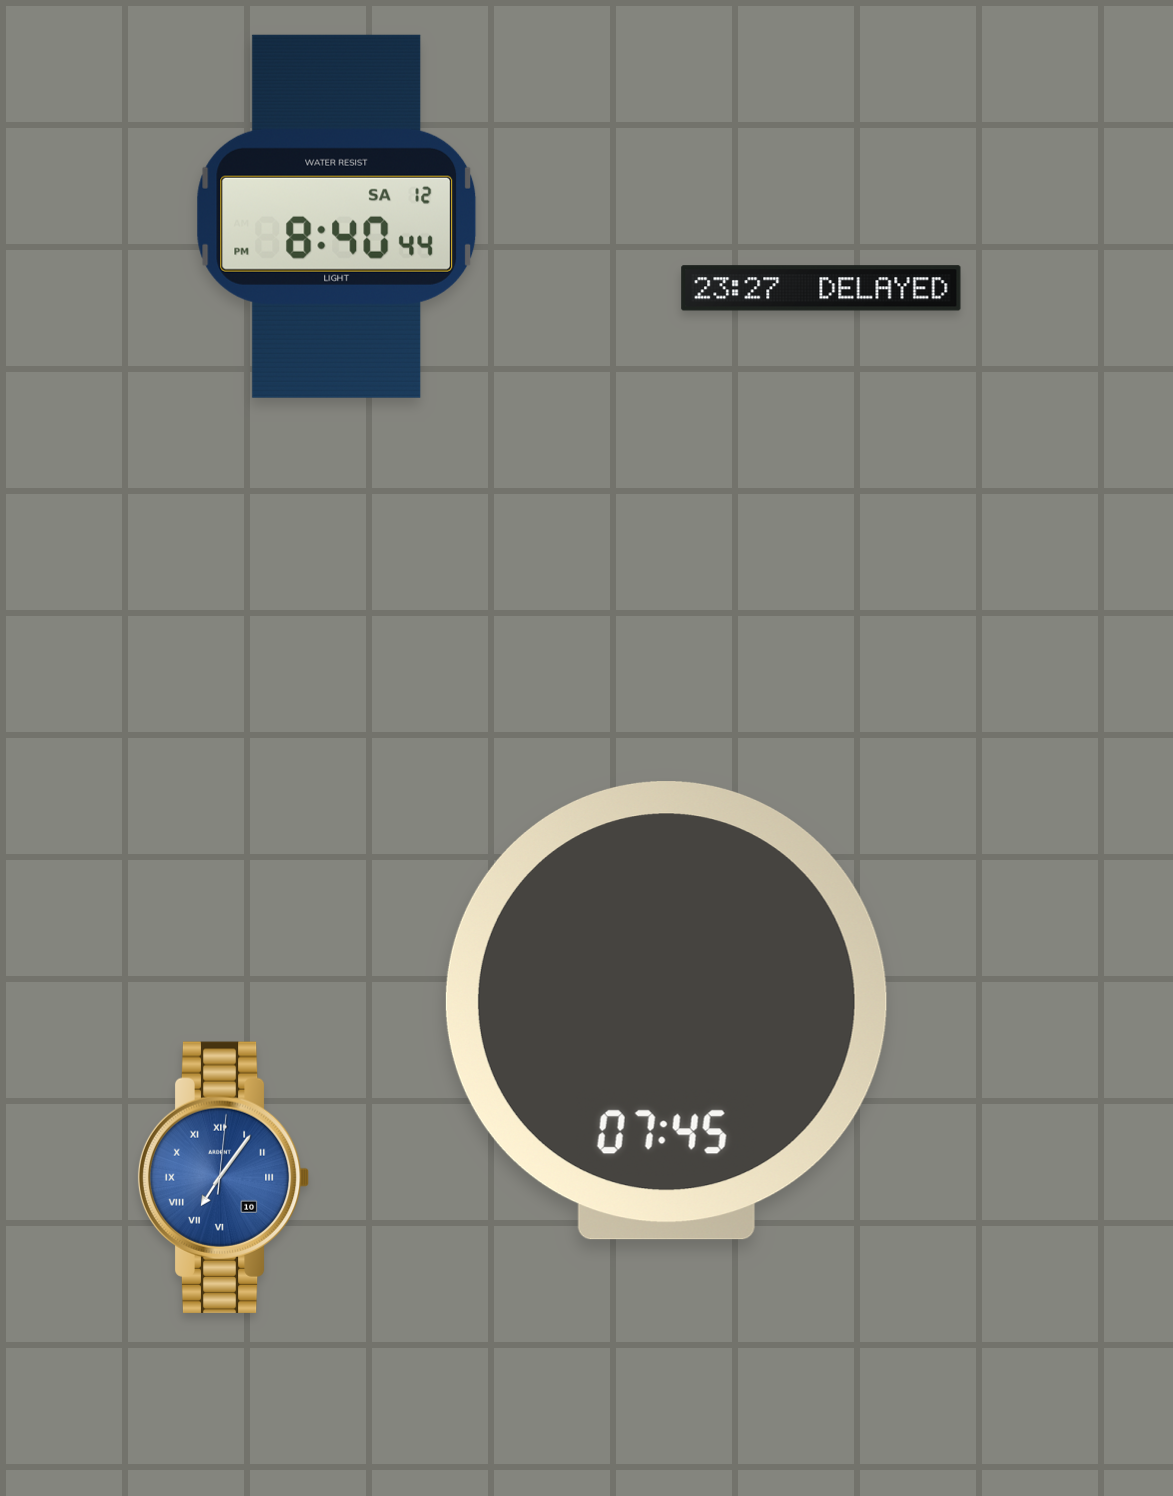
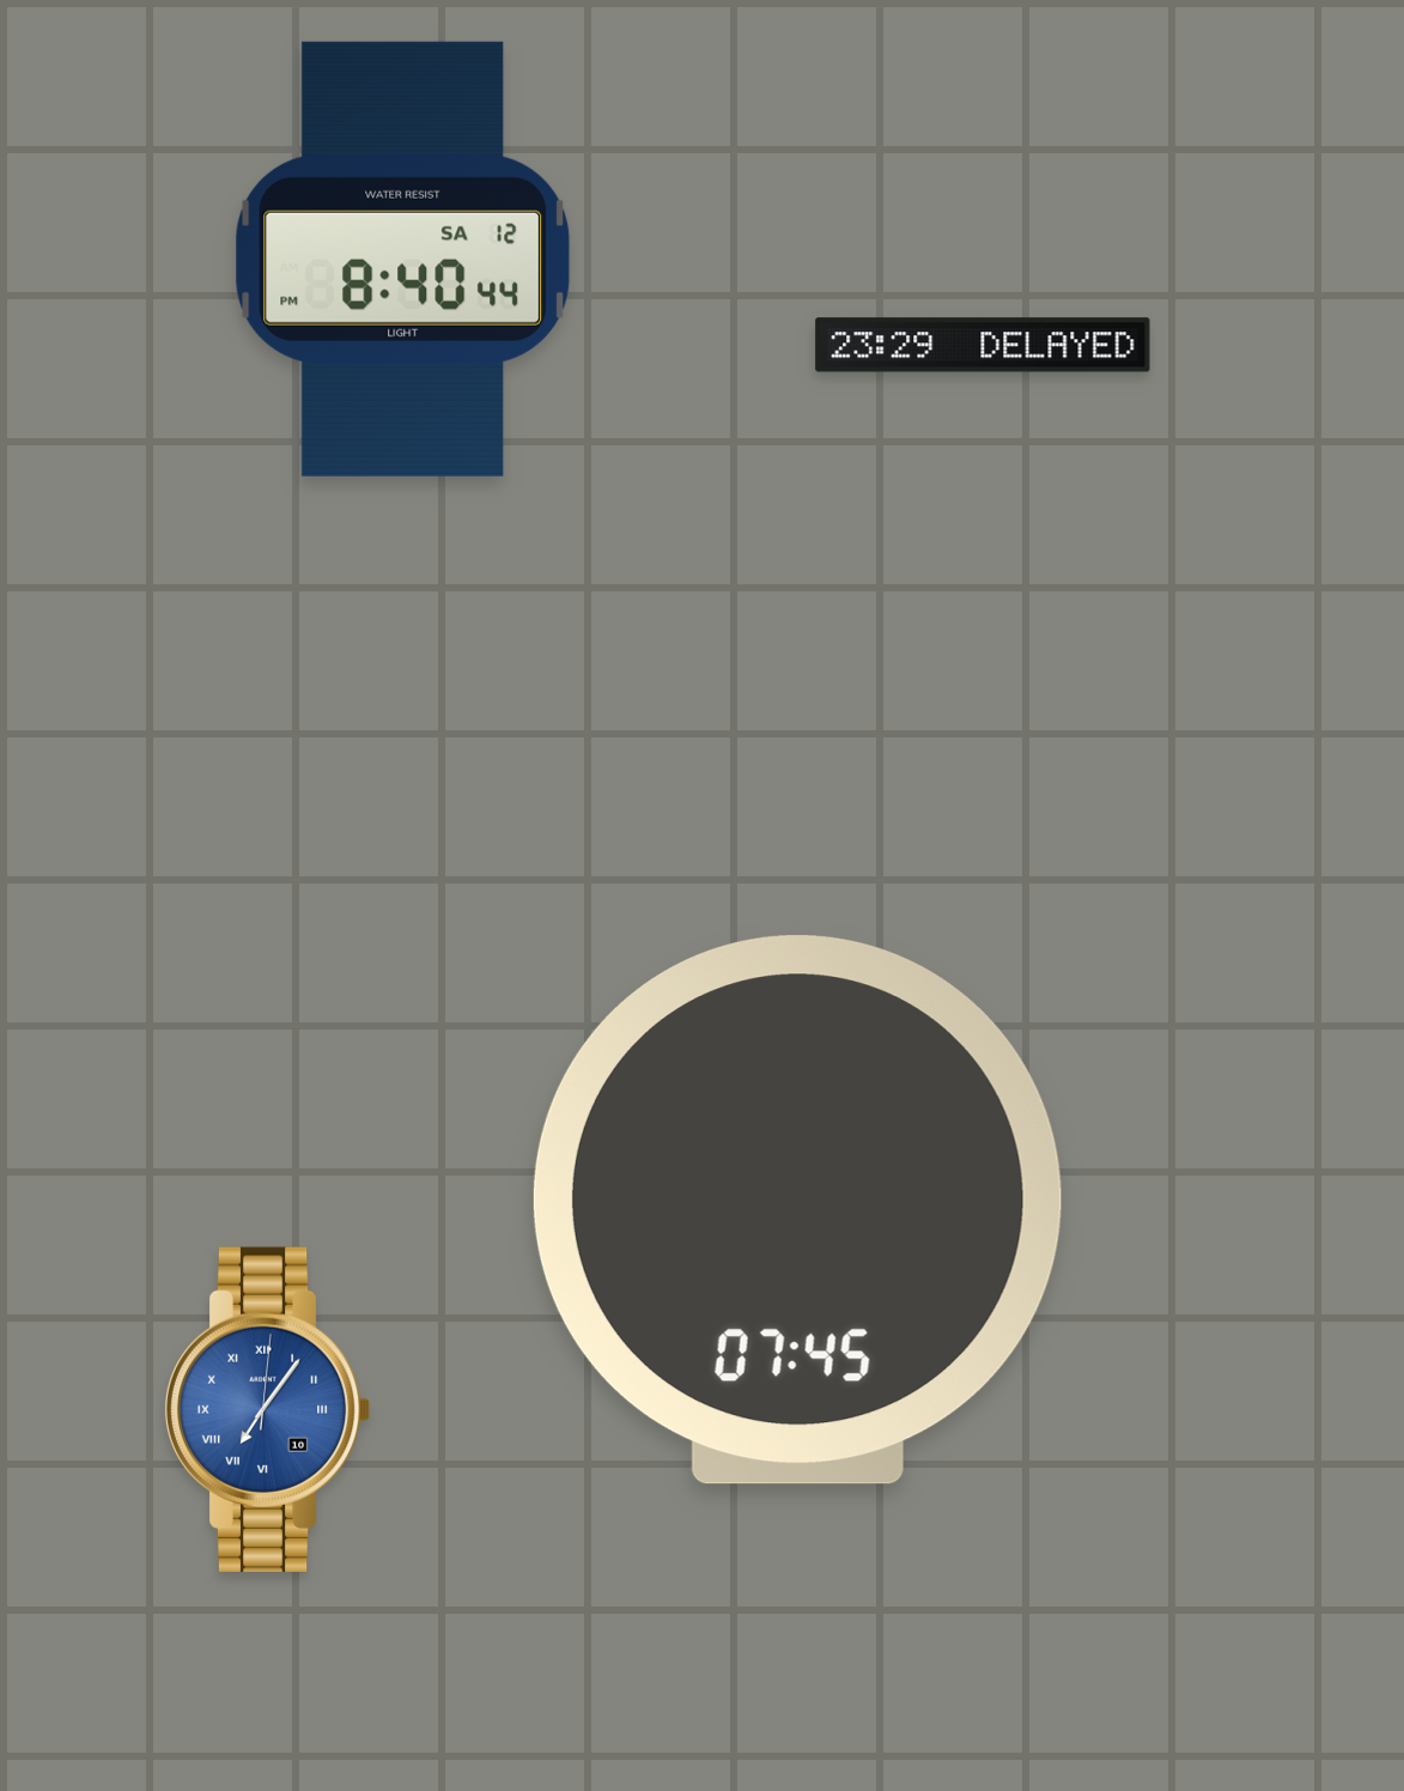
clock at (821, 288): 23:27 -> 23:29
